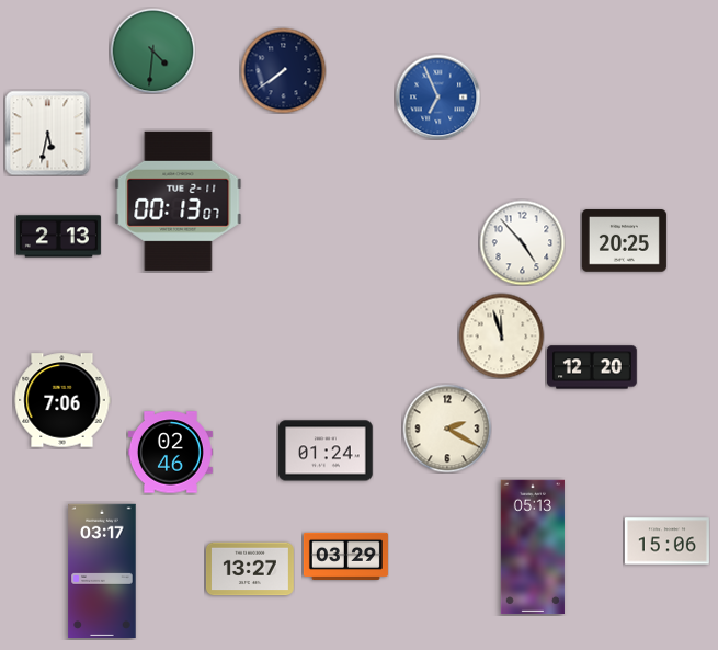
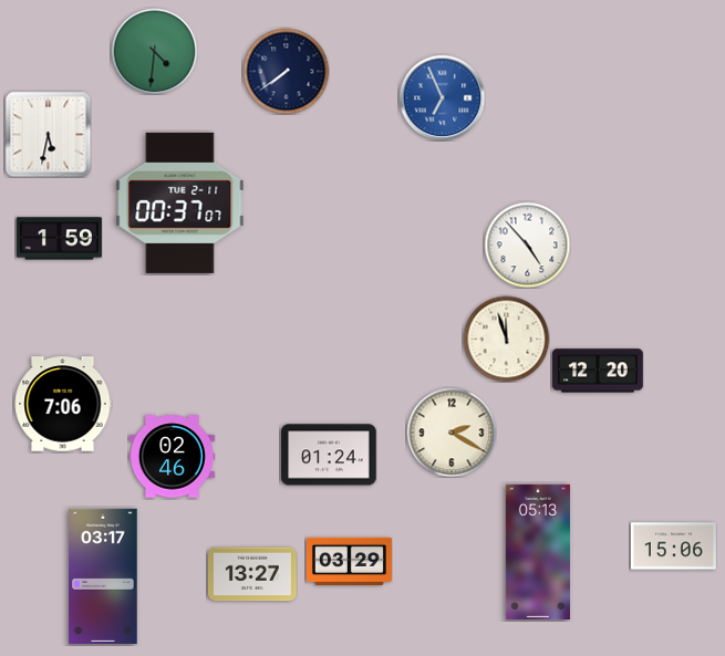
clock at (179, 201): 00:13 -> 00:37
clock at (58, 237): 2:13 -> 1:59
clock at (624, 241): 20:25 -> none
